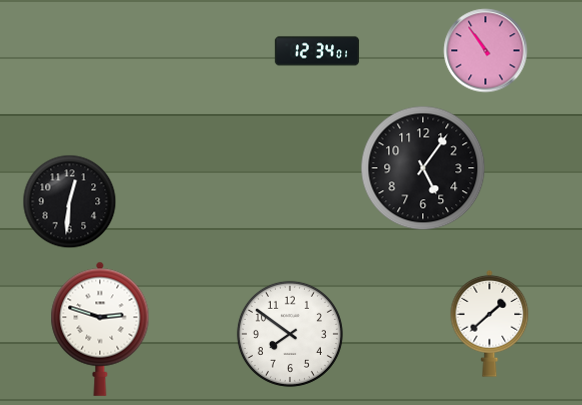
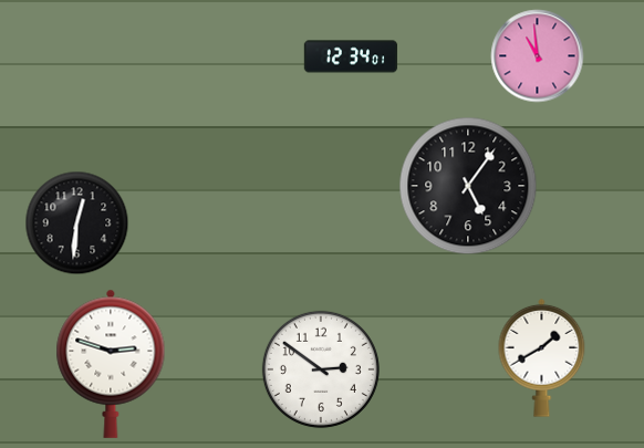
clock at (486, 51): 10:54 -> 10:59
clock at (490, 323): 1:38 -> 1:40
clock at (290, 334): 7:51 -> 2:51
